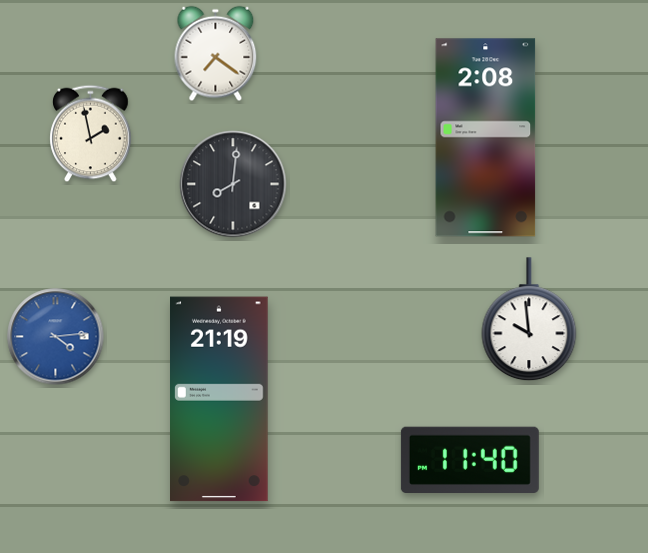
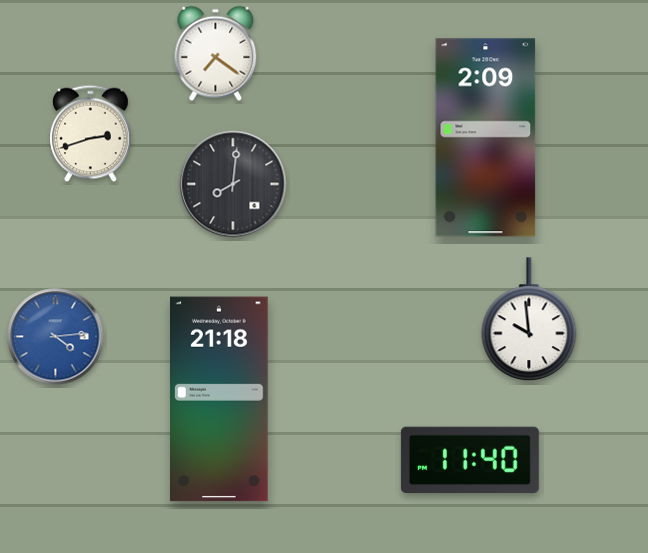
clock at (91, 134): 1:58 -> 2:42
clock at (486, 138): 2:08 -> 2:09
clock at (220, 399): 21:19 -> 21:18
